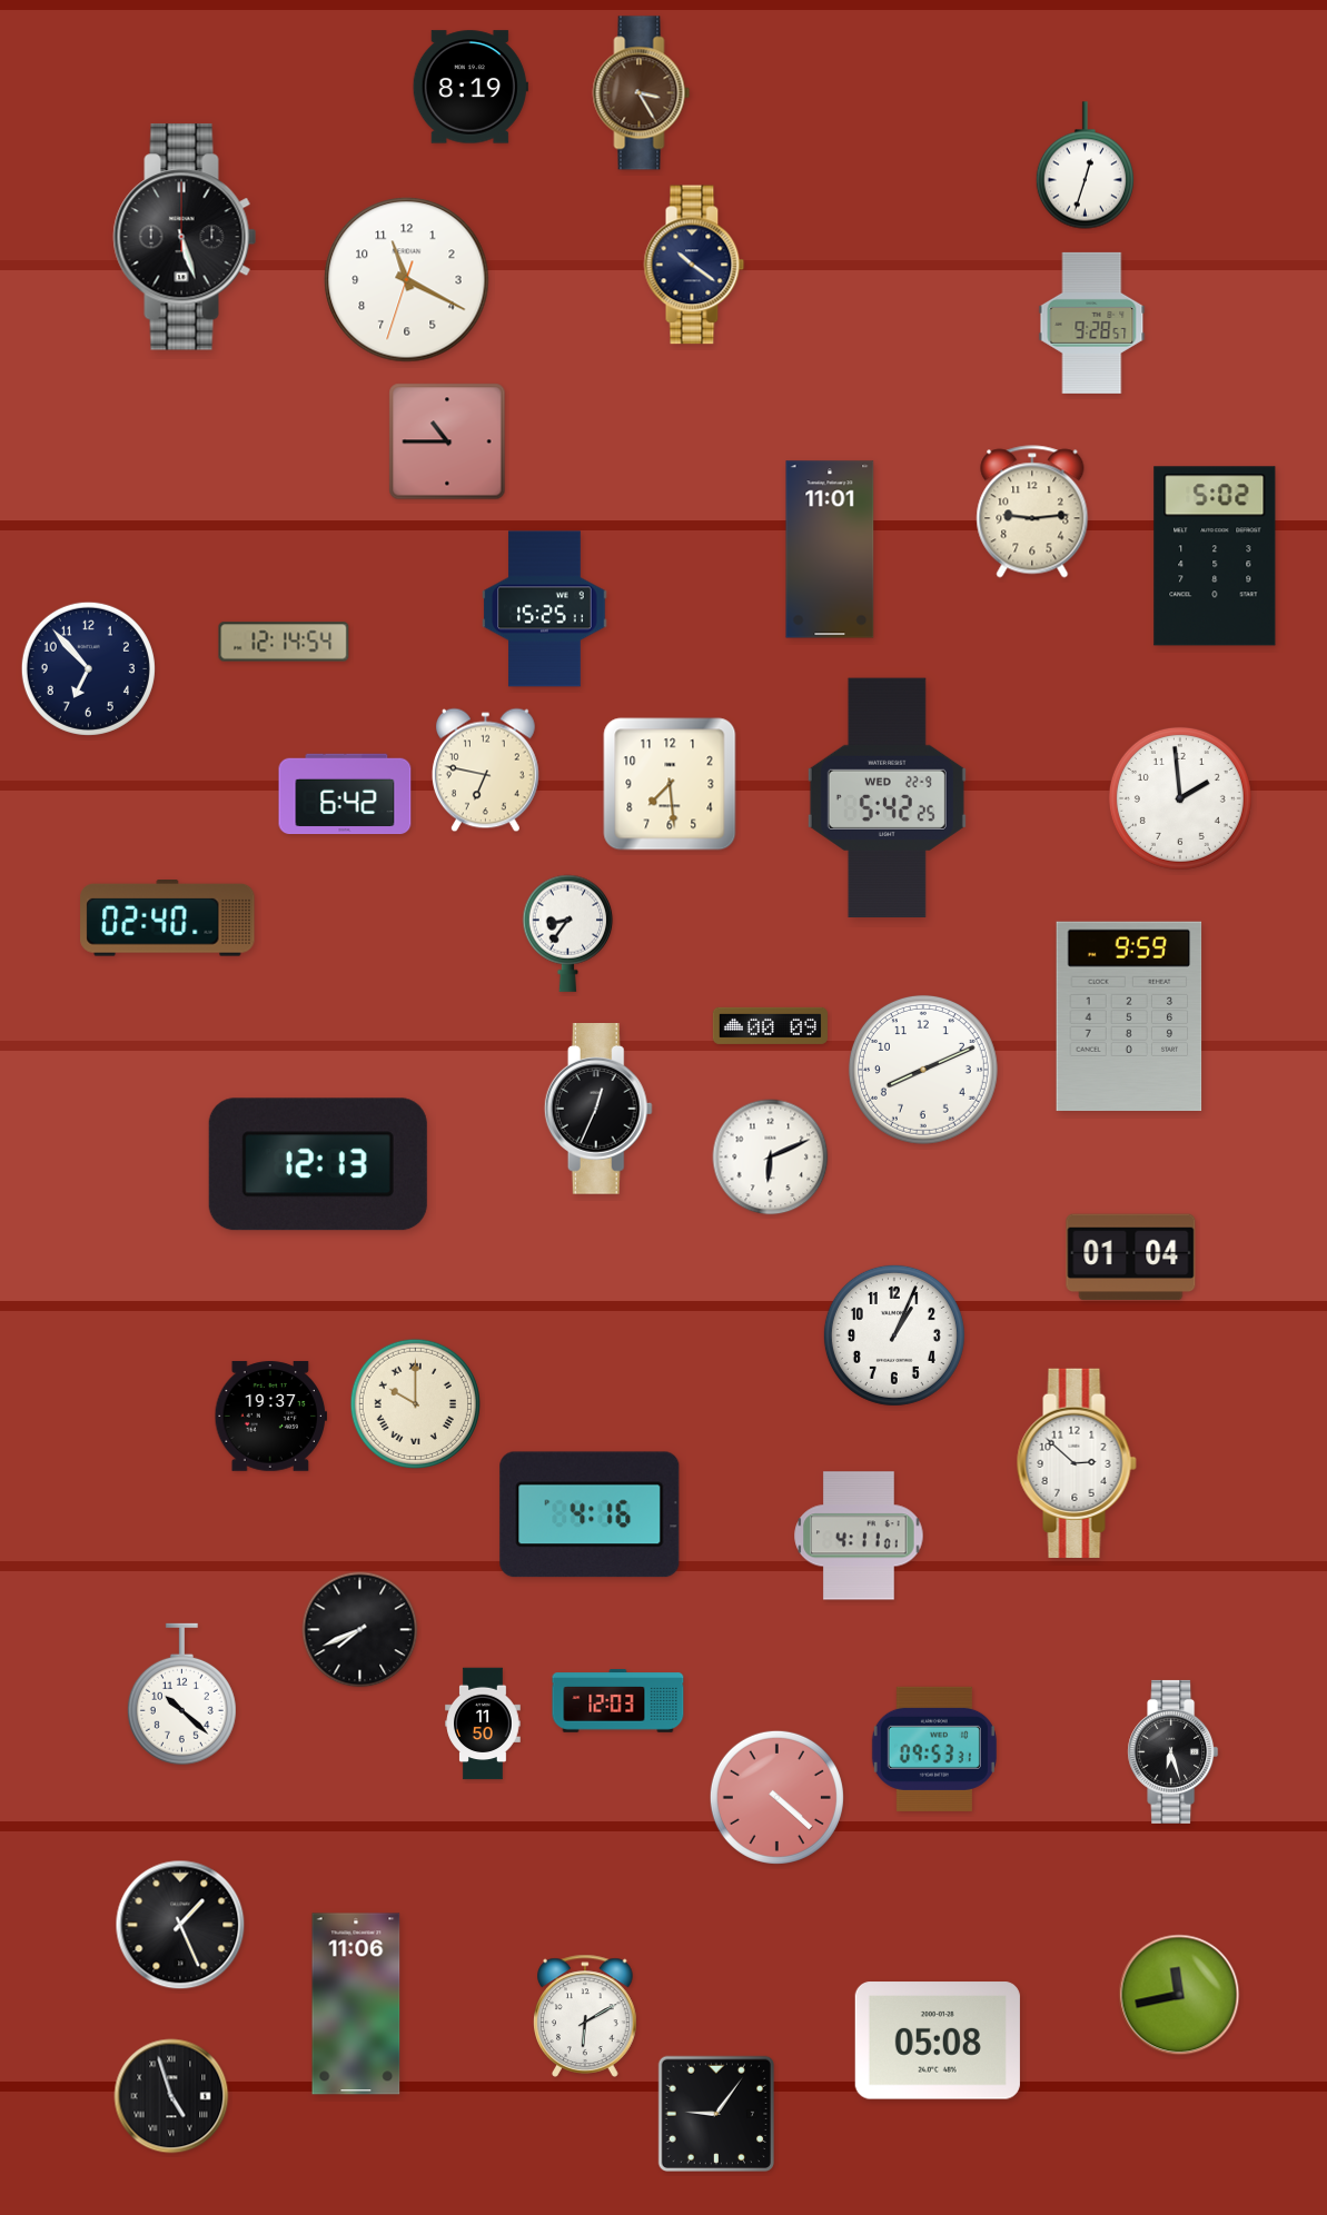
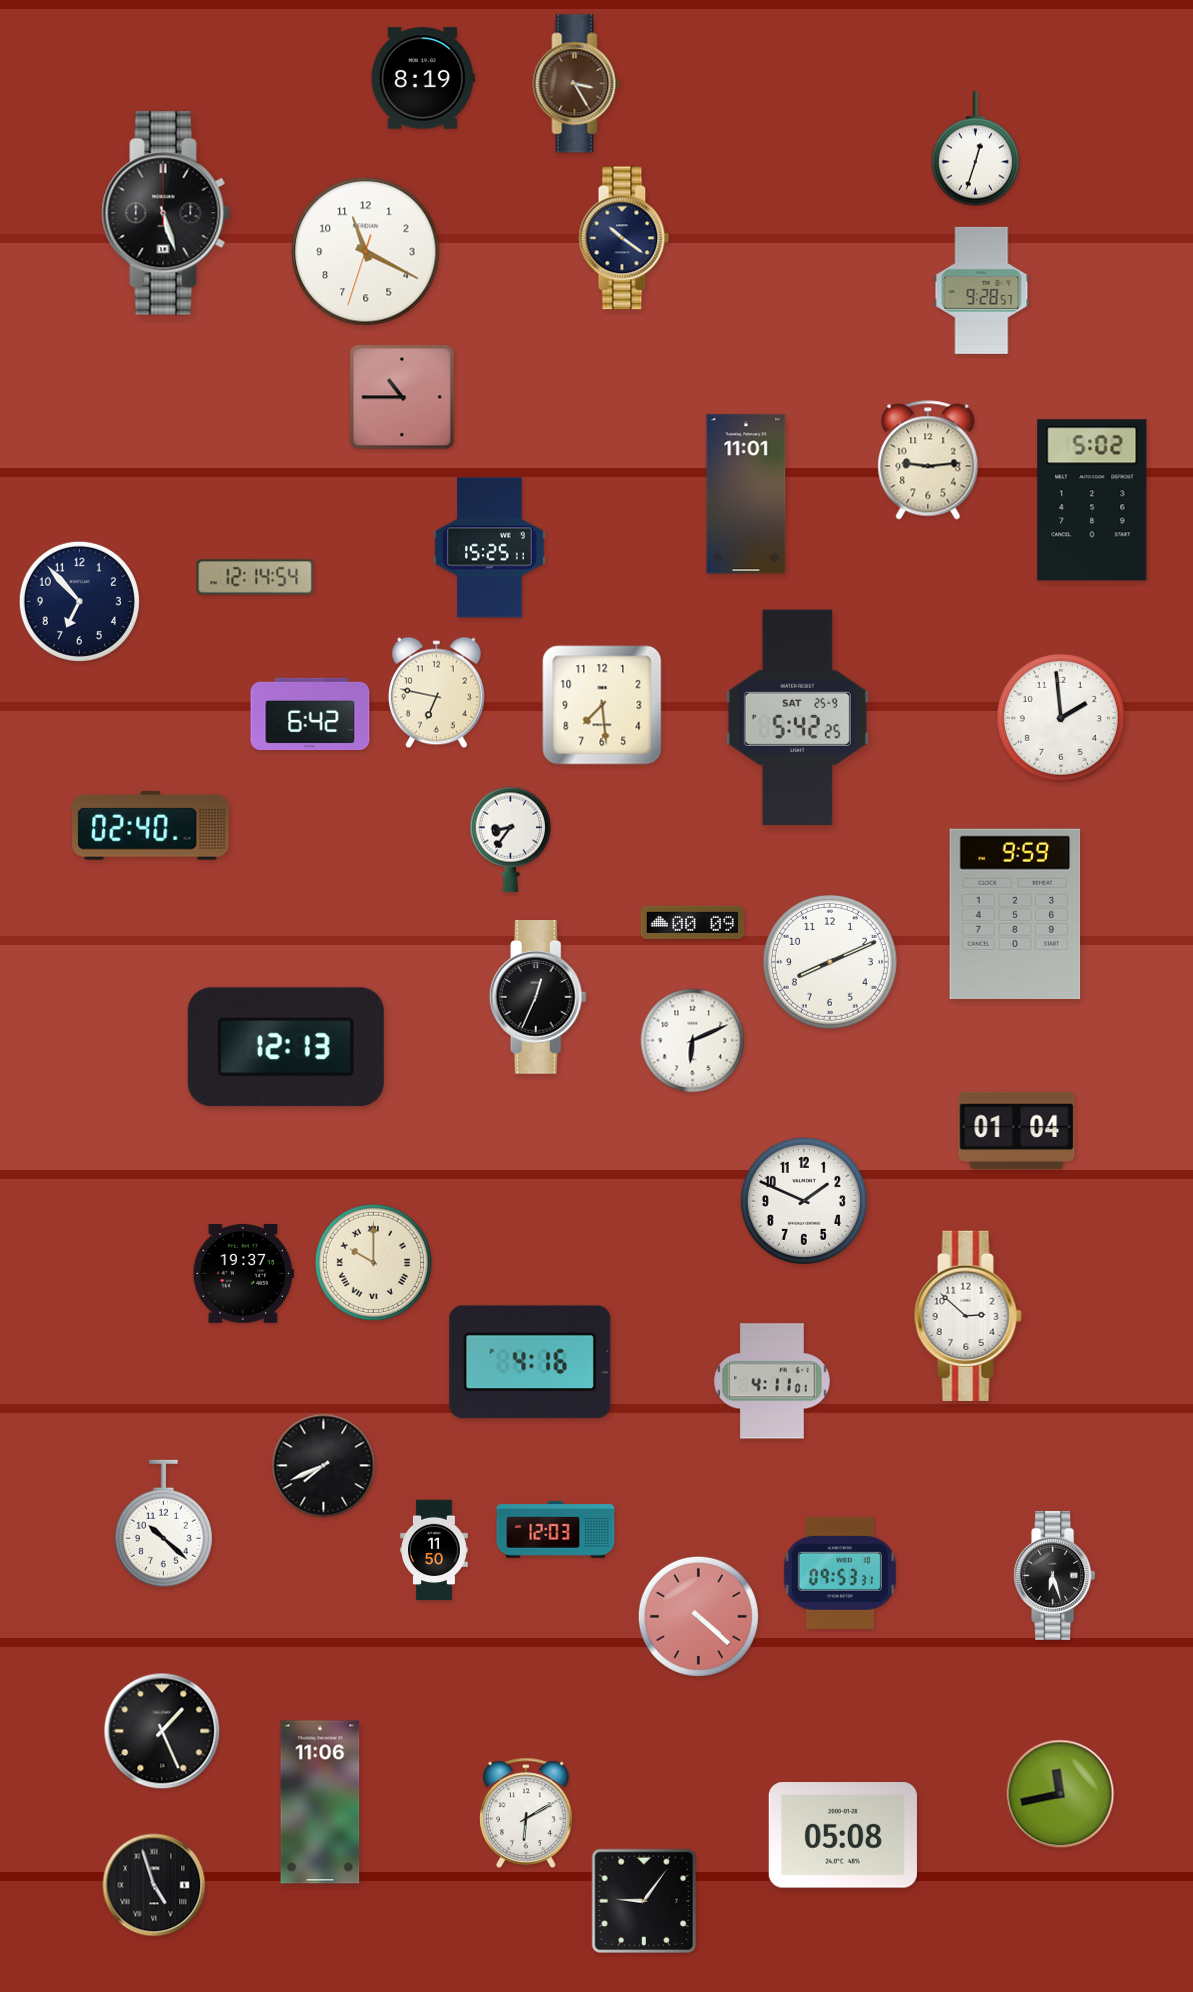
clock at (887, 798) date: WED 22-9 -> SAT 25-9
clock at (894, 1335): 1:04 -> 1:49
